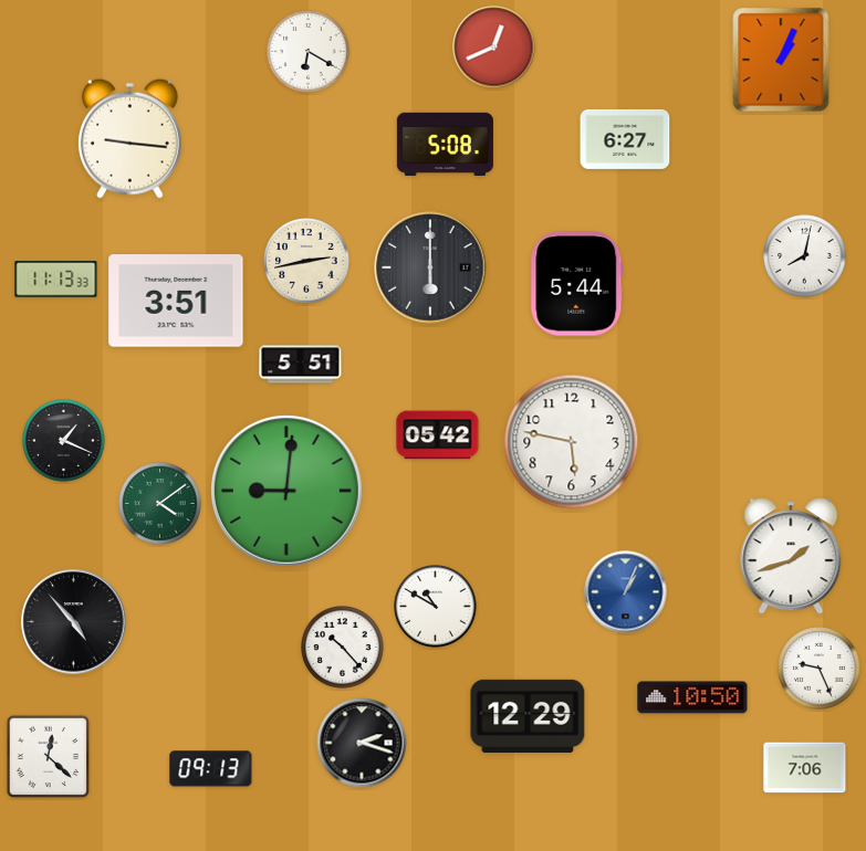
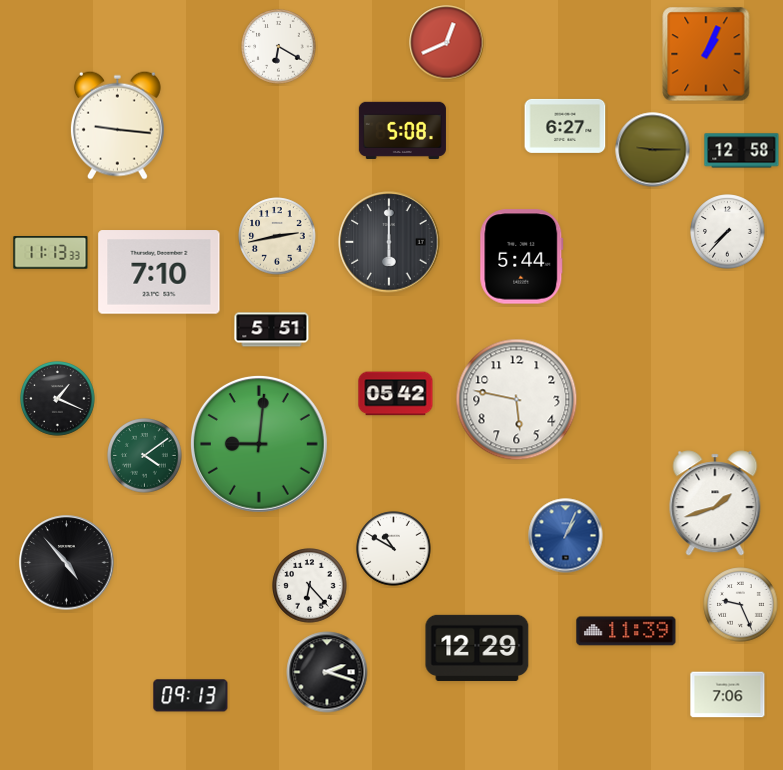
clock at (653, 150): none -> 9:15
clock at (742, 151): none -> 12:58
clock at (805, 256): 8:02 -> 7:37
clock at (176, 301): 3:51 -> 7:10
clock at (343, 648): 10:23 -> 6:23
clock at (692, 697): 10:50 -> 11:39
clock at (49, 757): 12:22 -> none
